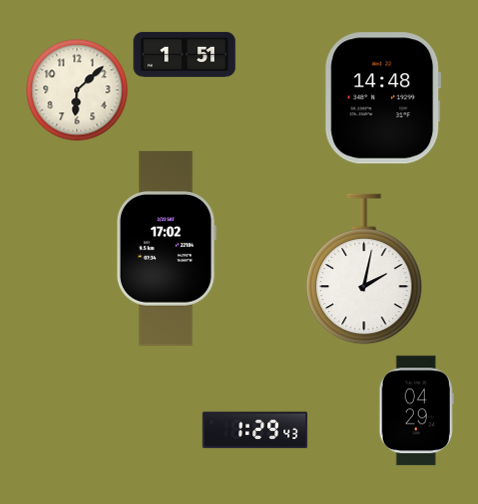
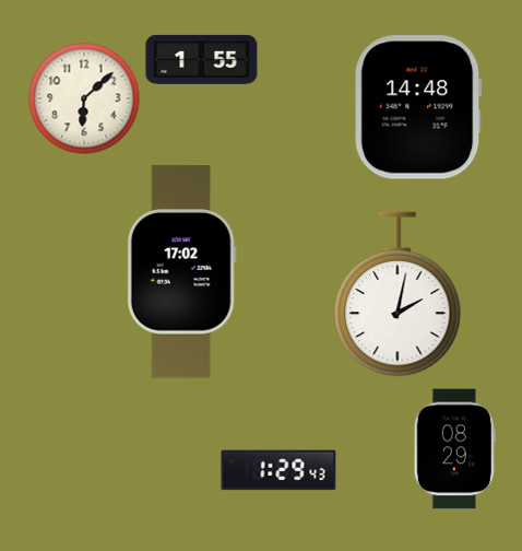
clock at (185, 54): 1:51 -> 1:55
clock at (416, 411): 04:29 -> 08:29
